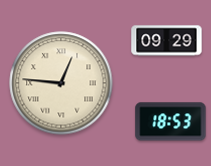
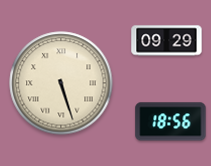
clock at (61, 83): 12:46 -> 5:27
clock at (171, 122): 18:53 -> 18:56
